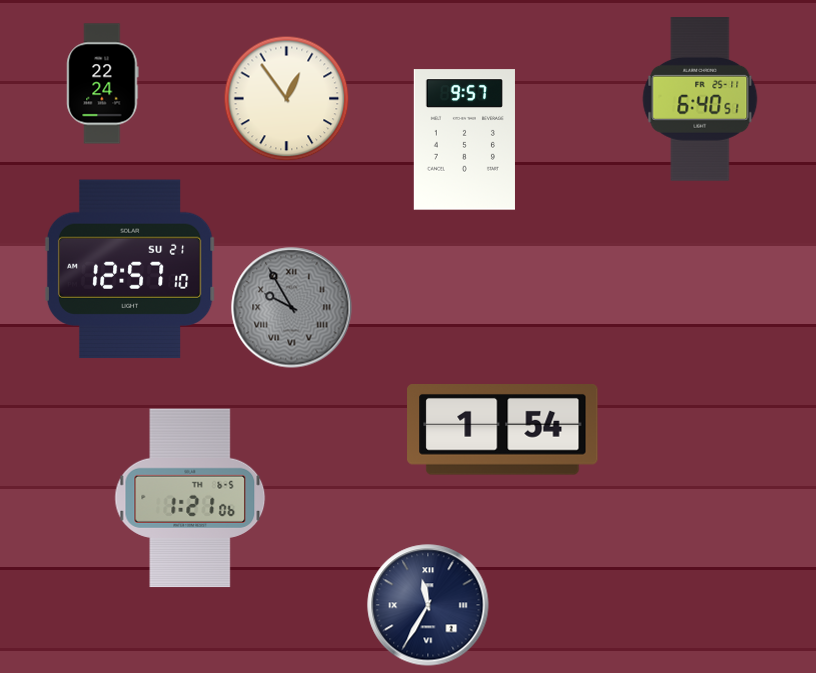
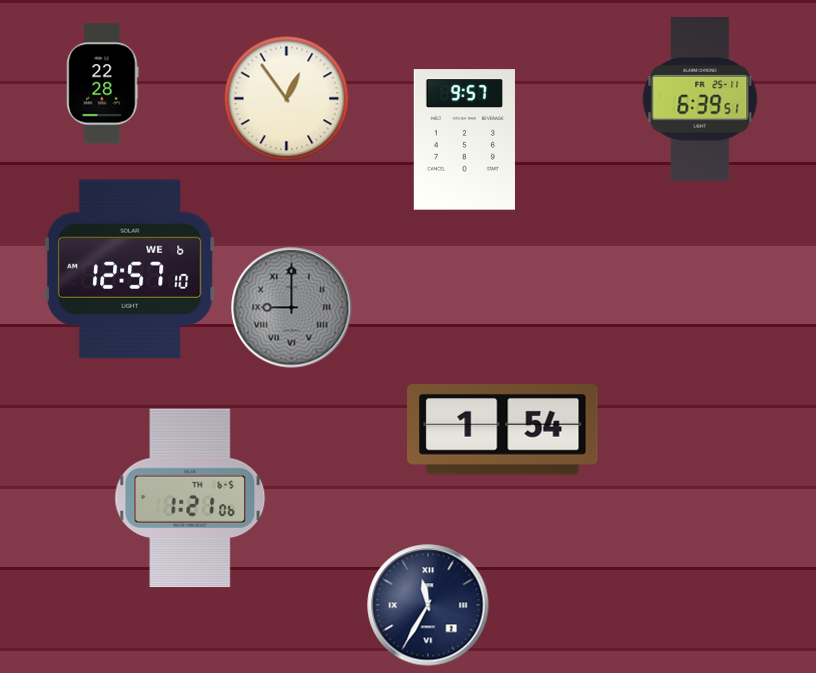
clock at (103, 84): 22:24 -> 22:28
clock at (700, 100): 6:40 -> 6:39
clock at (130, 269) date: SU 21 -> WE 6
clock at (292, 308): 9:55 -> 9:00
